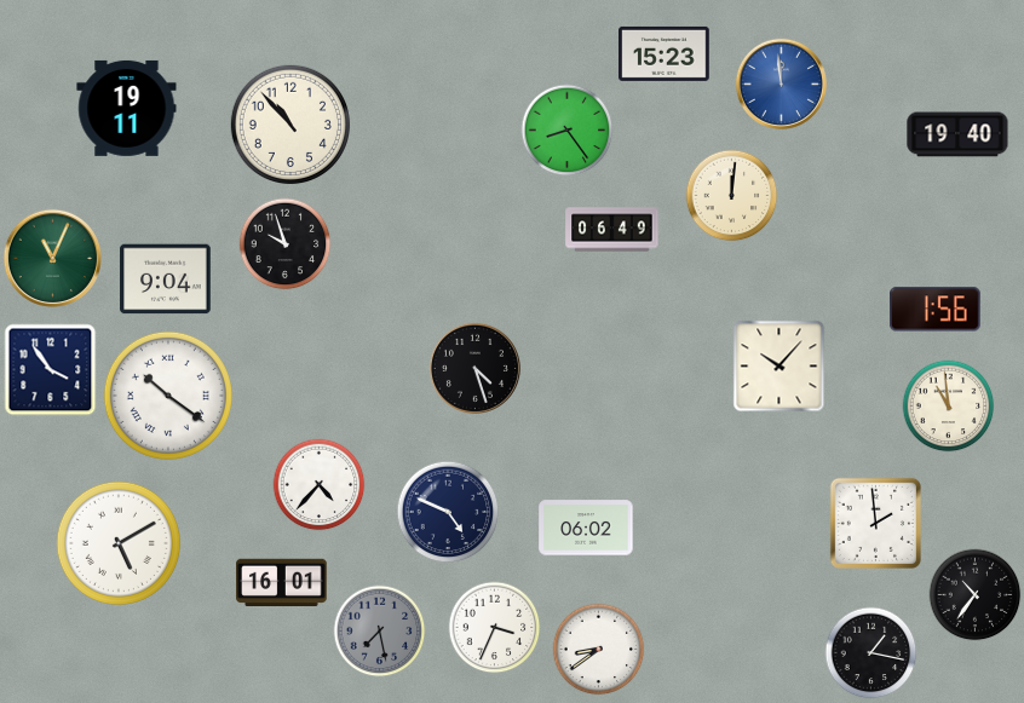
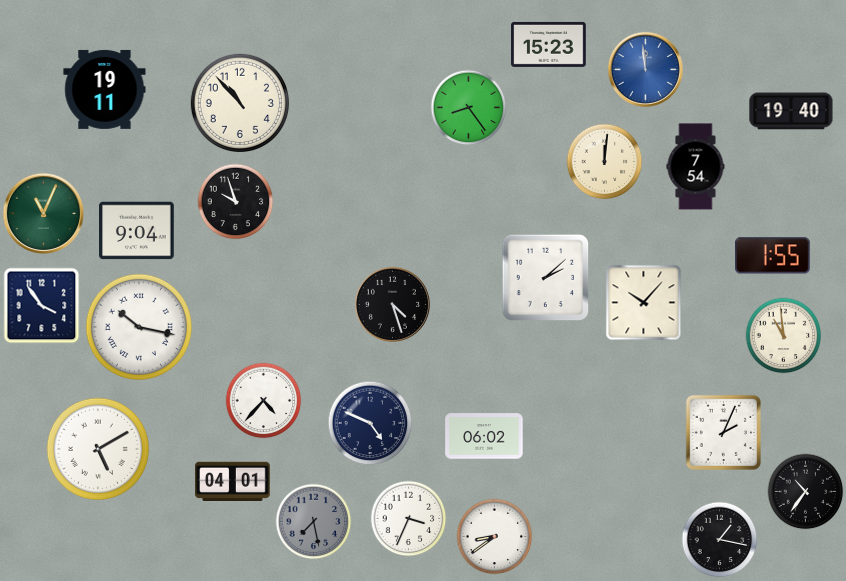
clock at (696, 167): none -> 7:54
clock at (612, 230): 06:49 -> none
clock at (936, 310): 1:56 -> 1:55
clock at (546, 278): none -> 2:08
clock at (168, 396): 10:21 -> 10:17
clock at (875, 523): 1:59 -> 2:04
clock at (282, 583): 16:01 -> 04:01
